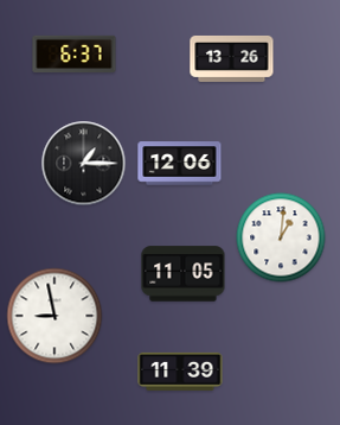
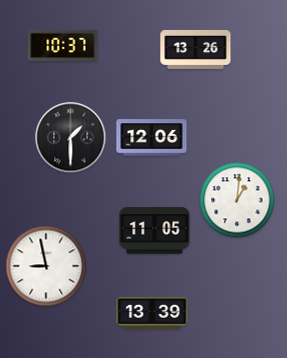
clock at (75, 55): 6:37 -> 10:37
clock at (84, 164): 1:15 -> 1:30
clock at (180, 372): 11:39 -> 13:39
